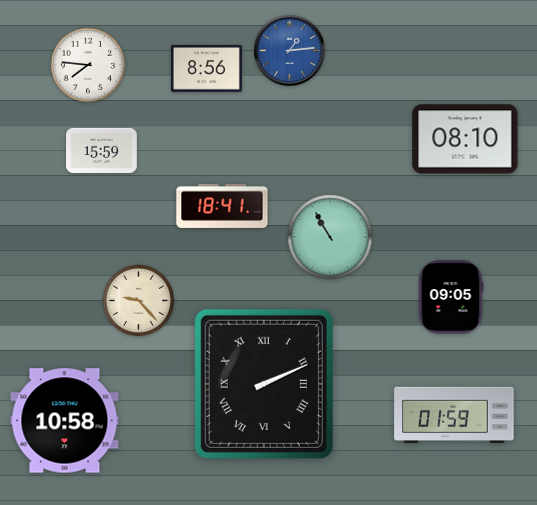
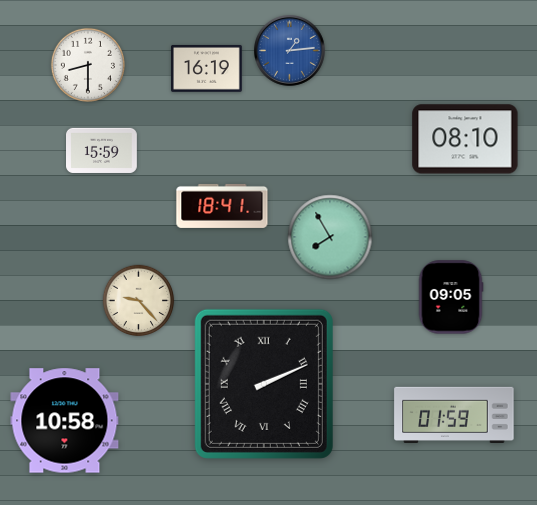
clock at (88, 65): 7:46 -> 8:30
clock at (207, 68): 8:56 -> 16:19
clock at (330, 237): 10:55 -> 7:55
